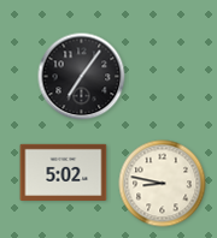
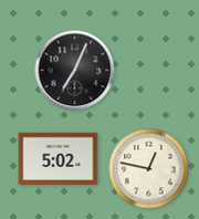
clock at (82, 77): 7:06 -> 7:04
clock at (163, 184): 8:47 -> 12:47
